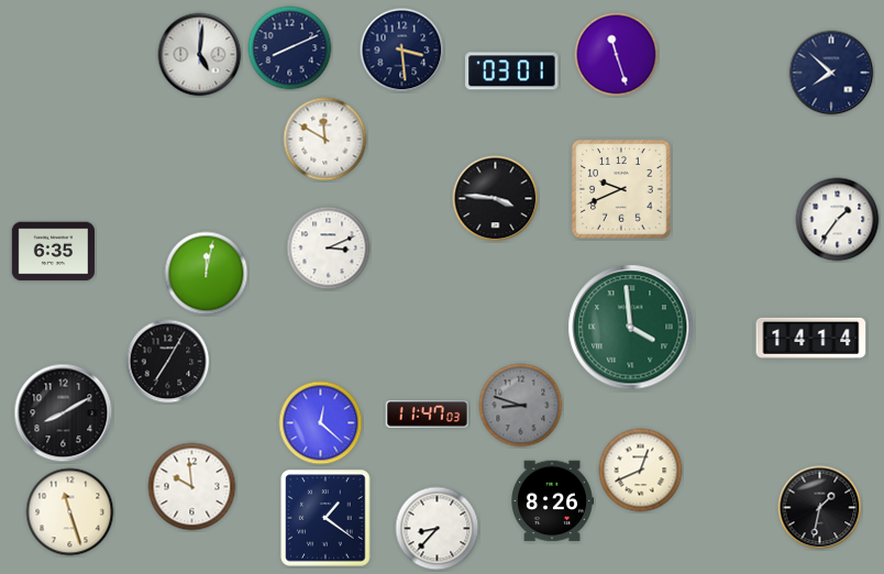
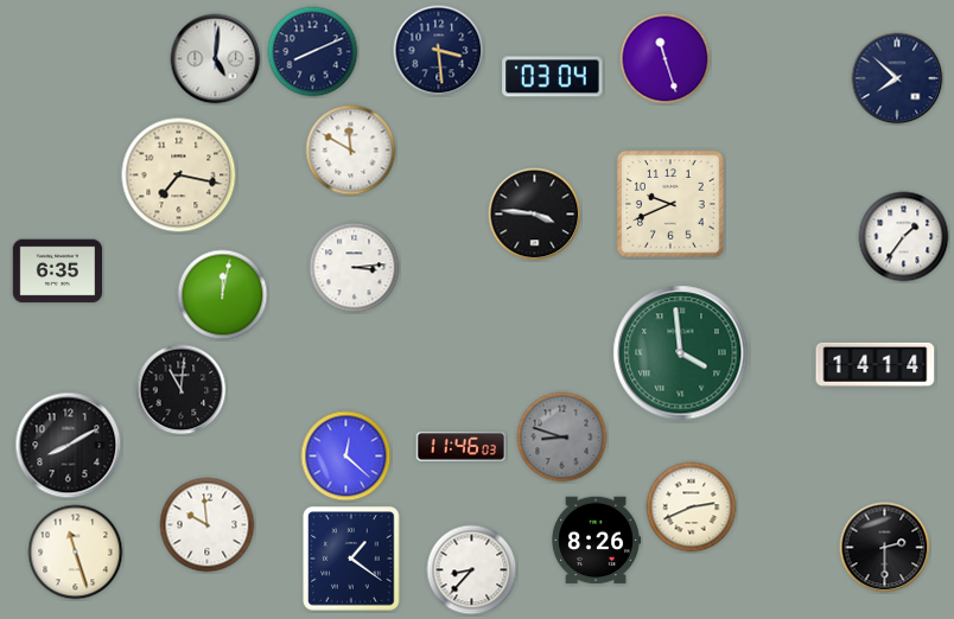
clock at (402, 51) position: (402, 51) -> (439, 51)
clock at (512, 71): 03:01 -> 03:04
clock at (179, 176): none -> 7:17
clock at (329, 249): 3:11 -> 3:14
clock at (168, 362): 7:05 -> 11:01
clock at (427, 415): 11:47 -> 11:46
clock at (641, 471): 12:41 -> 2:41
clock at (820, 508): 1:32 -> 2:30
